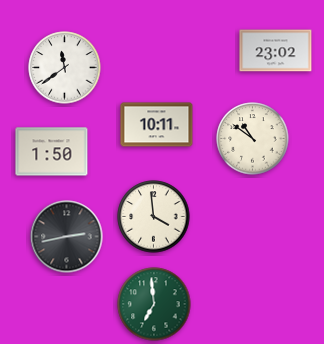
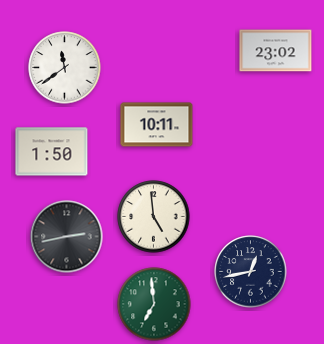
clock at (253, 139): 10:51 -> none
clock at (154, 217): 3:59 -> 4:59
clock at (251, 272): none -> 12:43
